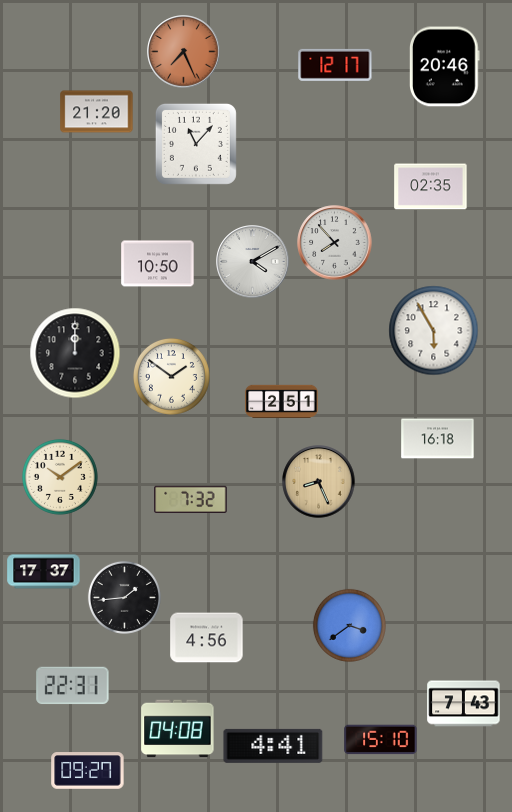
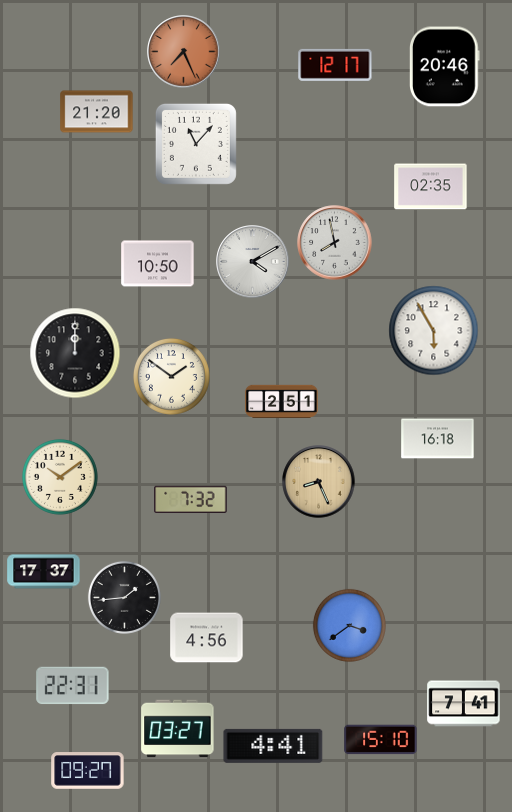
clock at (335, 243): 7:53 -> 7:58
clock at (464, 704): 7:43 -> 7:41
clock at (178, 729): 04:08 -> 03:27
